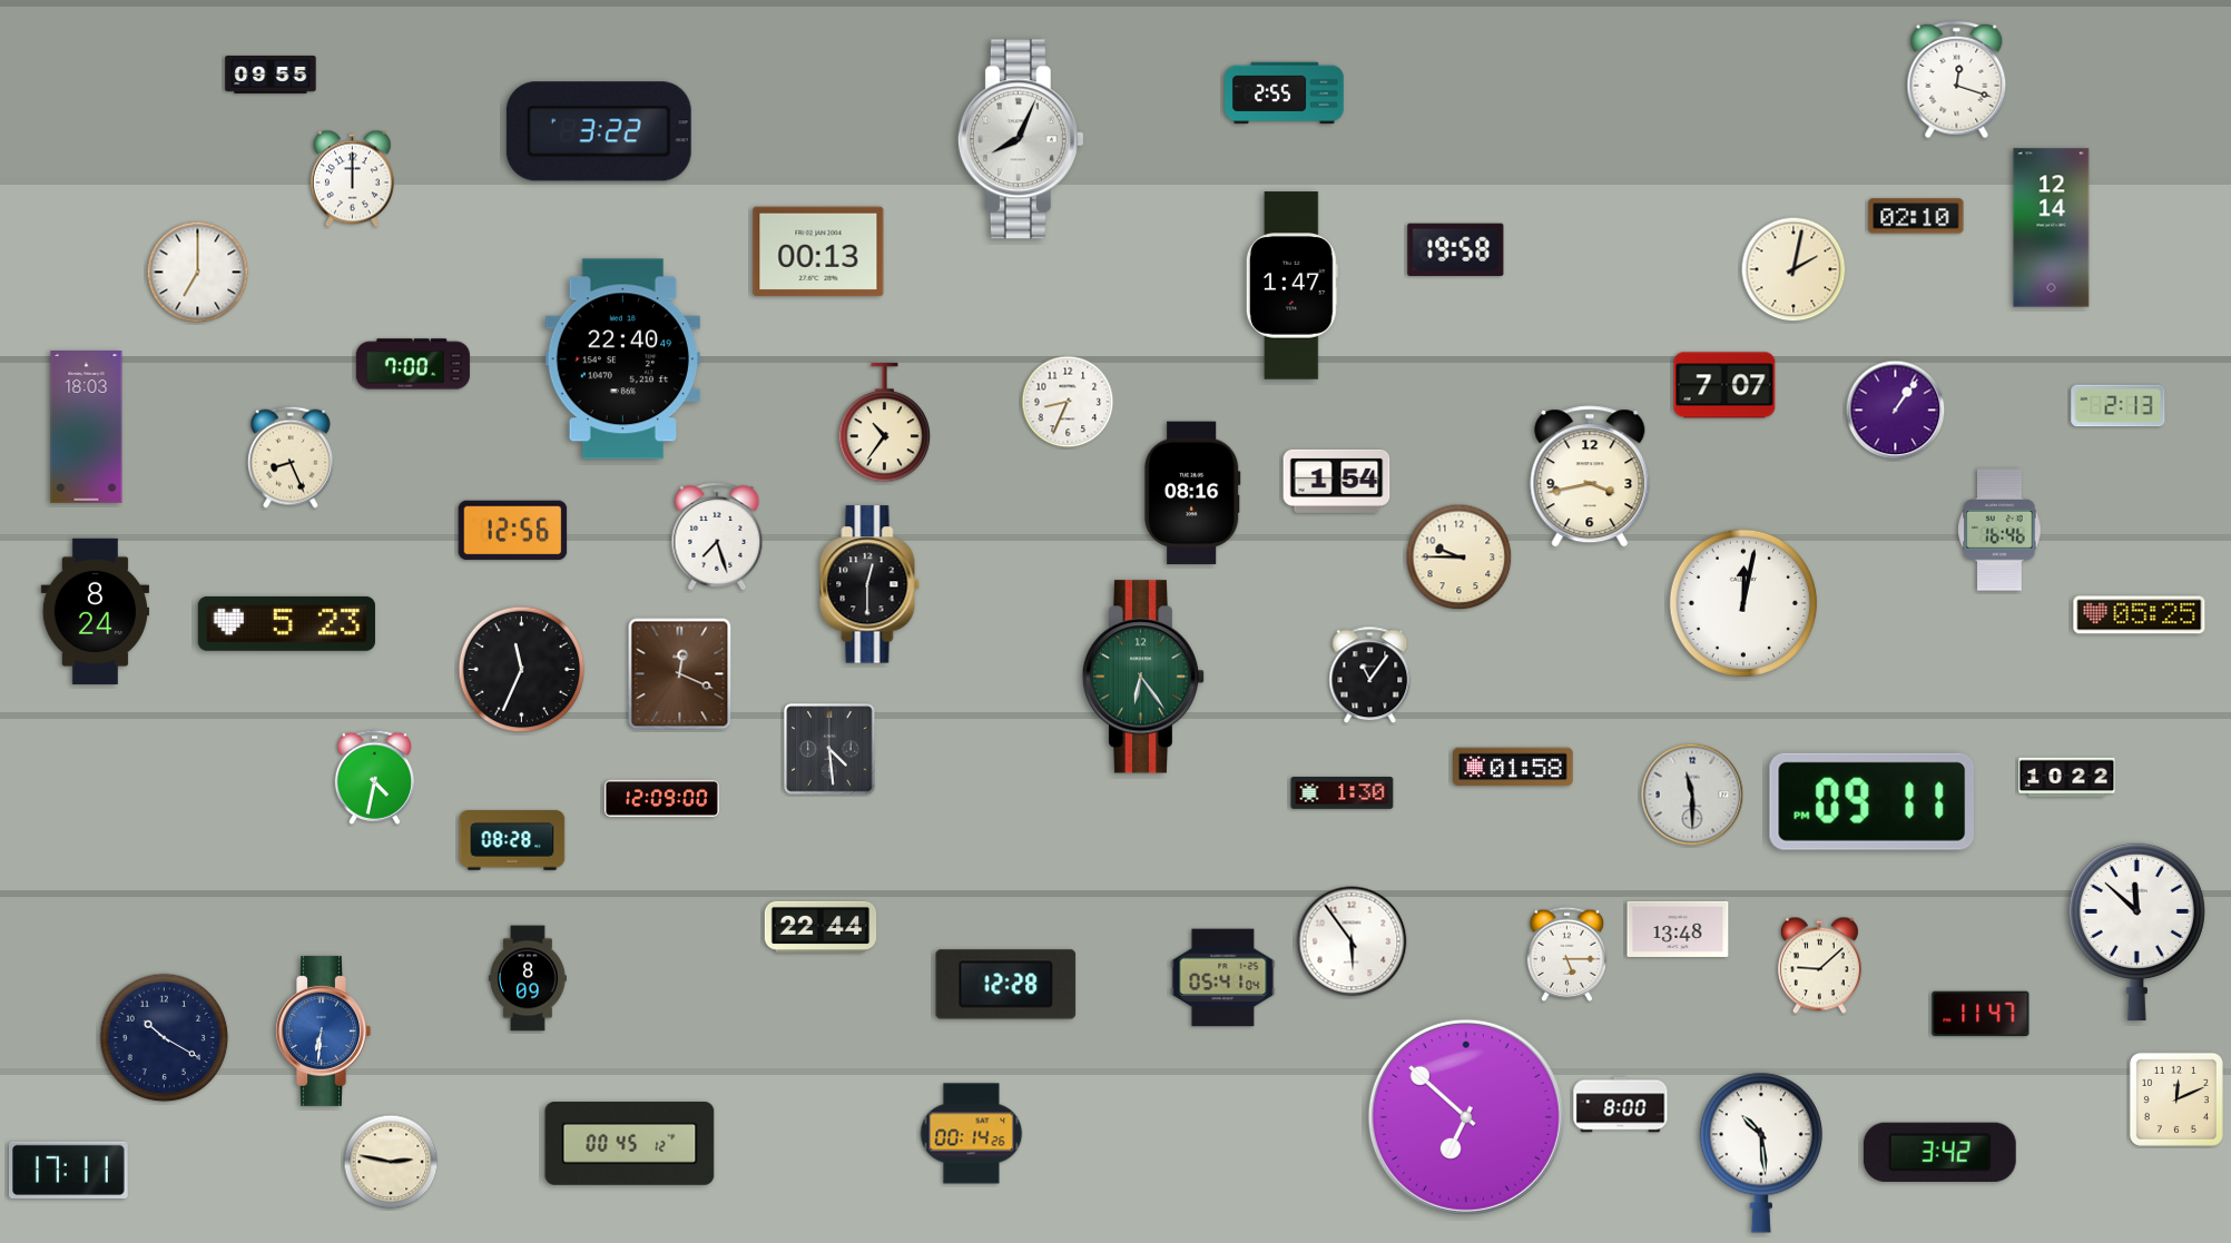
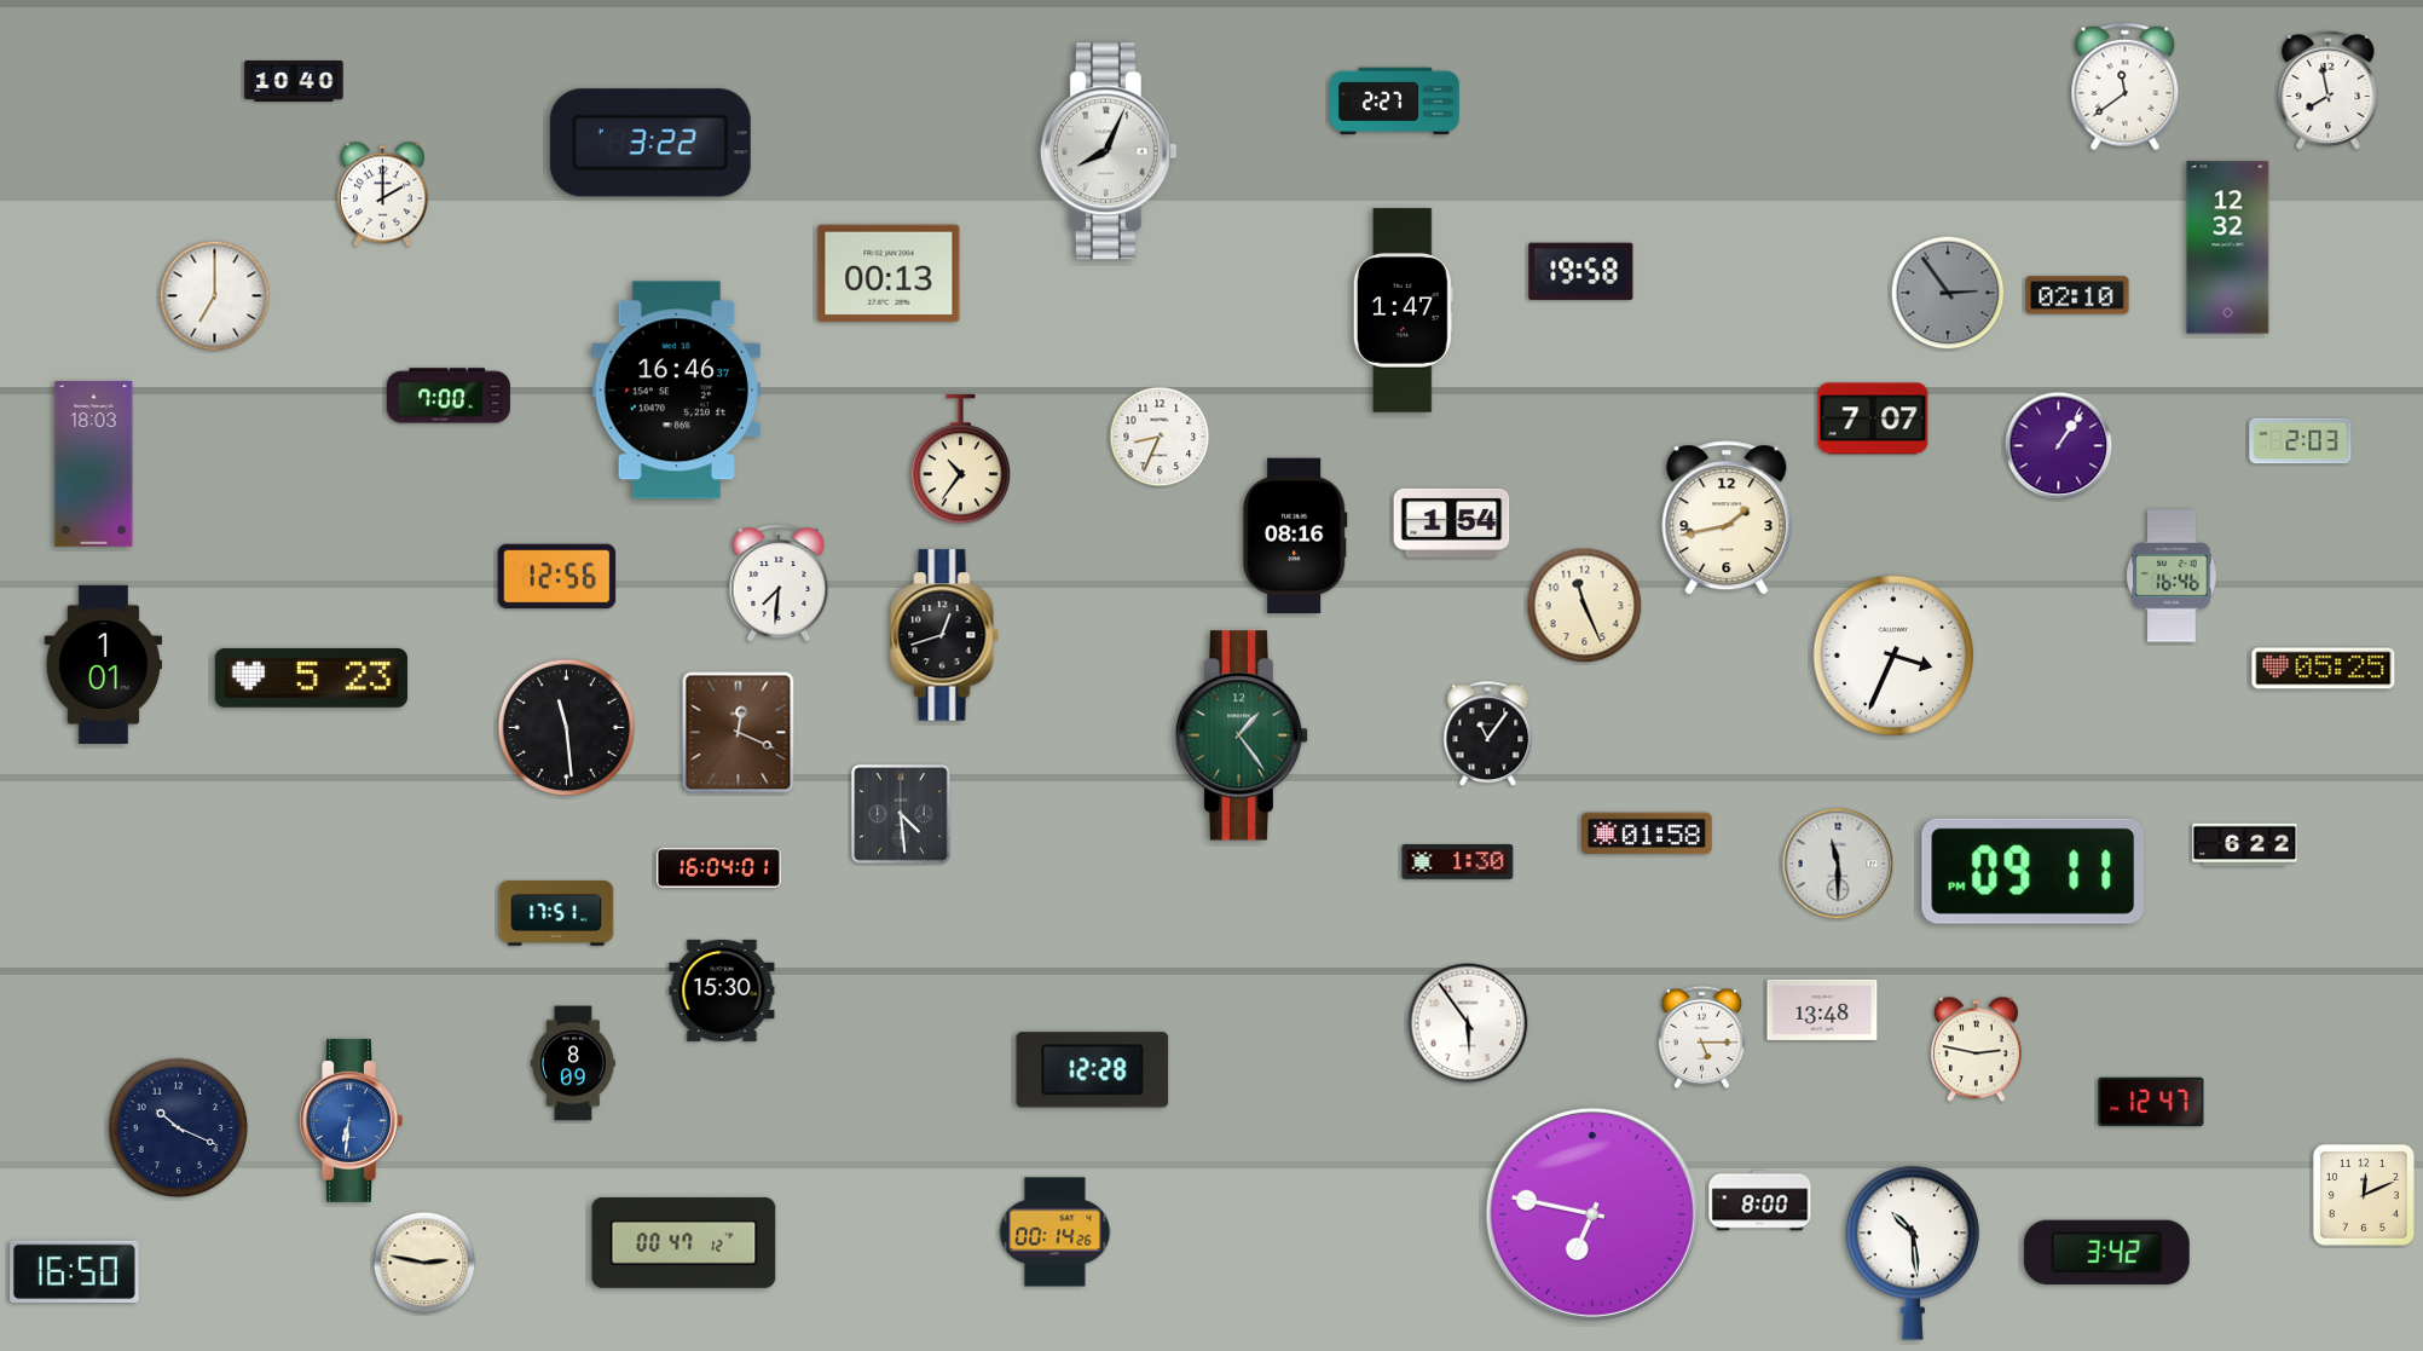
clock at (271, 76): 09:55 -> 10:40
clock at (1957, 80): 12:18 -> 11:39
clock at (2329, 90): none -> 7:58
clock at (1285, 93): 2:55 -> 2:27
clock at (352, 179): 12:00 -> 2:00
clock at (1916, 216) position: (1916, 216) -> (2077, 295)
clock at (2052, 228): 12:14 -> 12:32
clock at (1793, 269): 2:02 -> 2:54
clock at (1793, 269) dial: cream -> grey
clock at (622, 359): 22:40 -> 16:46
clock at (2119, 406): 2:13 -> 2:03
clock at (291, 457): 8:26 -> none
clock at (1590, 476): 3:43 -> 1:43
clock at (717, 536): 7:27 -> 7:31
clock at (1460, 558): 9:45 -> 11:26
clock at (869, 584): 12:30 -> 12:42
clock at (1742, 602): 12:02 -> 3:34
clock at (95, 611): 8:24 -> 1:01
clock at (522, 670): 11:34 -> 11:29
clock at (1143, 677): 6:24 -> 1:24
clock at (1514, 767) position: (1514, 767) -> (1648, 833)
clock at (375, 777): 4:32 -> none
clock at (2067, 778): 10:22 -> 6:22
clock at (661, 798): 12:09 -> 16:04
clock at (512, 840): 08:28 -> 17:51
clock at (722, 991): none -> 15:30
clock at (820, 927): 22:44 -> none
clock at (2136, 931): 11:52 -> none
clock at (1819, 966): 9:08 -> 2:47
clock at (1223, 978): 05:41 -> none
clock at (1981, 1014): 11:47 -> 12:47
clock at (165, 1038): 10:20 -> 10:19
clock at (1466, 1117): 6:52 -> 6:47
clock at (630, 1143): 00:45 -> 00:47
clock at (69, 1170): 17:11 -> 16:50
